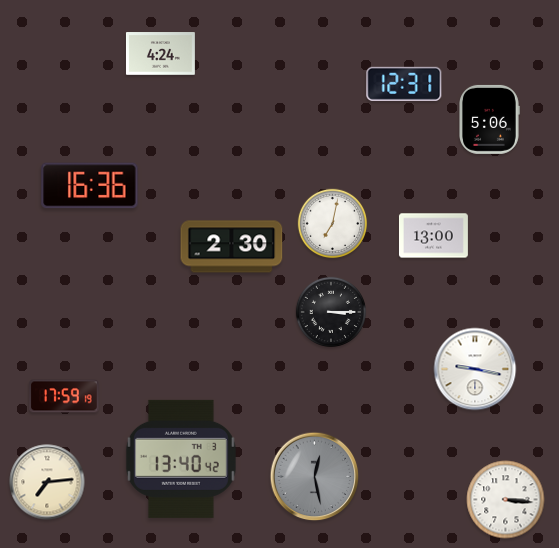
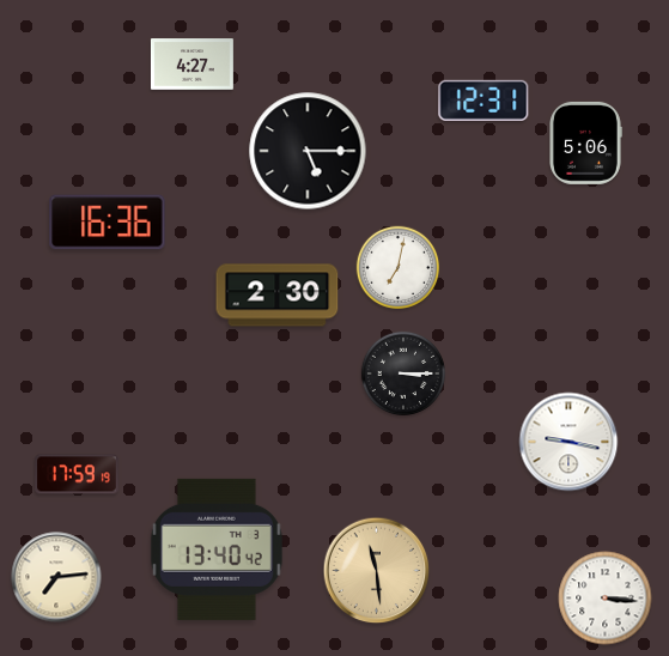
clock at (160, 54): 4:24 -> 4:27
clock at (308, 151): none -> 5:15
clock at (433, 236): 13:00 -> none
clock at (330, 311) position: (330, 311) -> (402, 372)
clock at (315, 477): 12:28 -> 11:29
clock at (315, 477) dial: grey -> champagne
